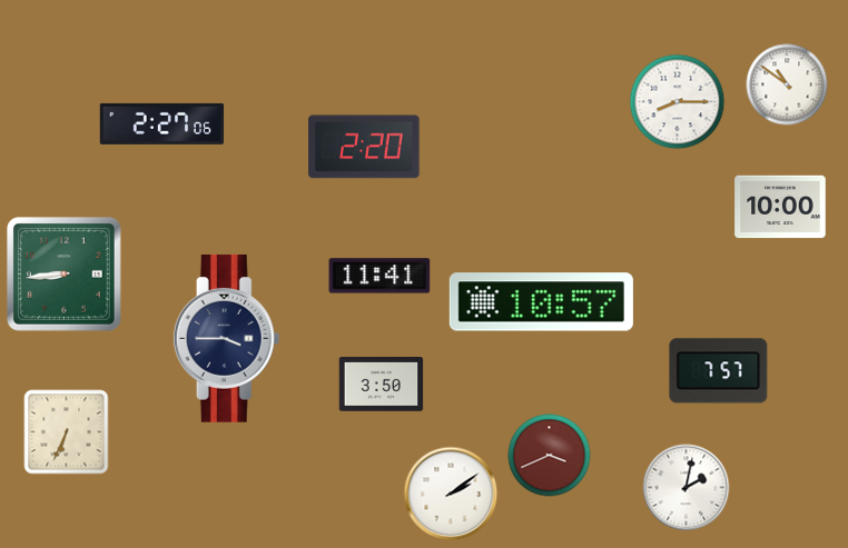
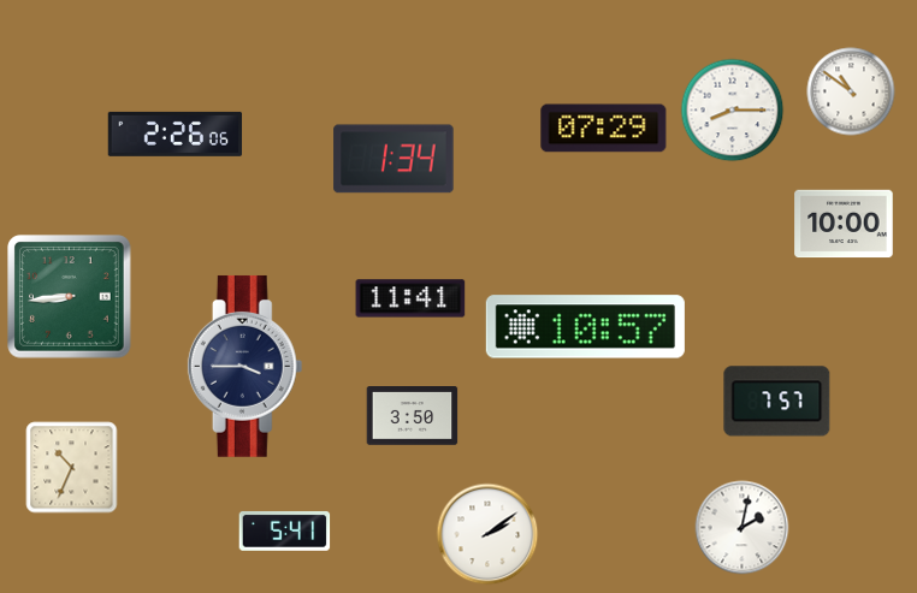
clock at (604, 129): none -> 07:29
clock at (162, 123): 2:27 -> 2:26
clock at (364, 147): 2:20 -> 1:34
clock at (67, 432): 6:34 -> 10:34
clock at (550, 456): 3:41 -> none
clock at (285, 532): none -> 5:41
